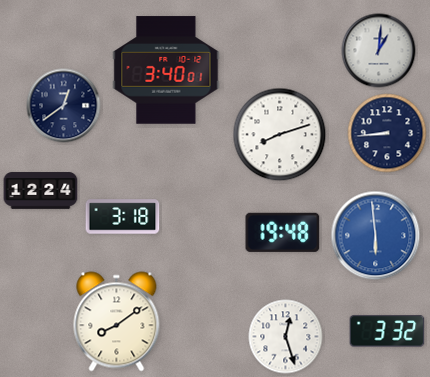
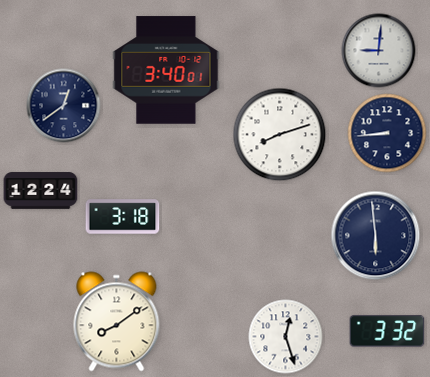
clock at (379, 51): 1:01 -> 9:01
clock at (283, 232): 19:48 -> none
clock at (376, 236) dial: blue -> navy
